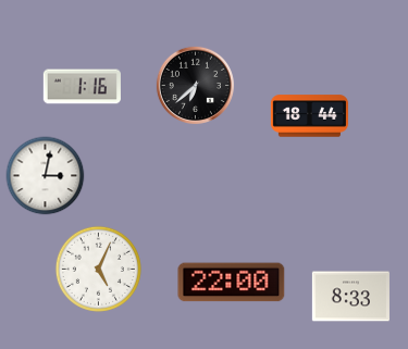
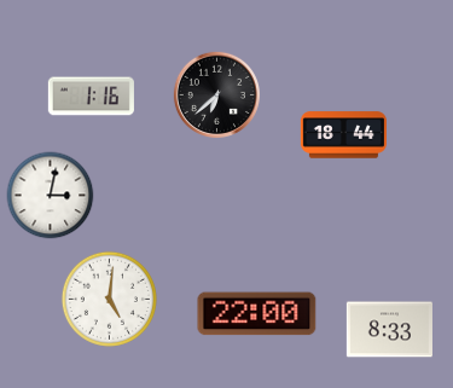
clock at (309, 116) position: (309, 116) -> (343, 135)
clock at (98, 269): 5:04 -> 5:01
